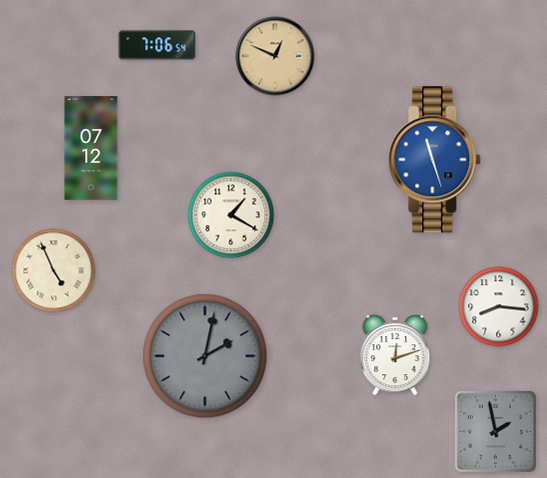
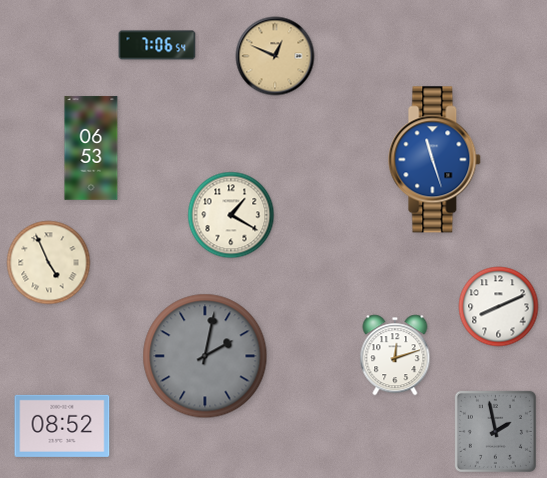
clock at (91, 148): 07:12 -> 06:53
clock at (54, 271) position: (54, 271) -> (49, 263)
clock at (499, 307): 8:16 -> 8:11
clock at (62, 426): none -> 08:52
